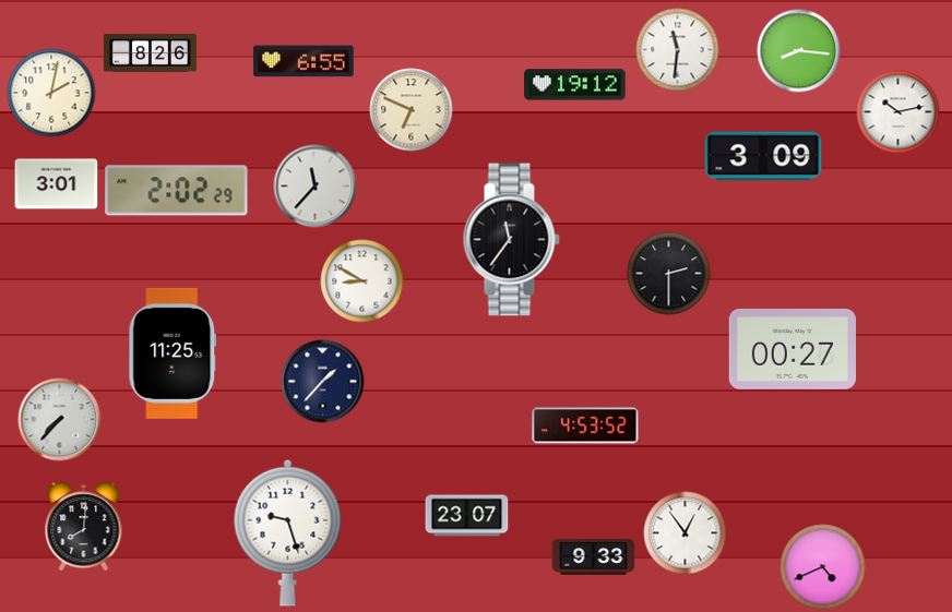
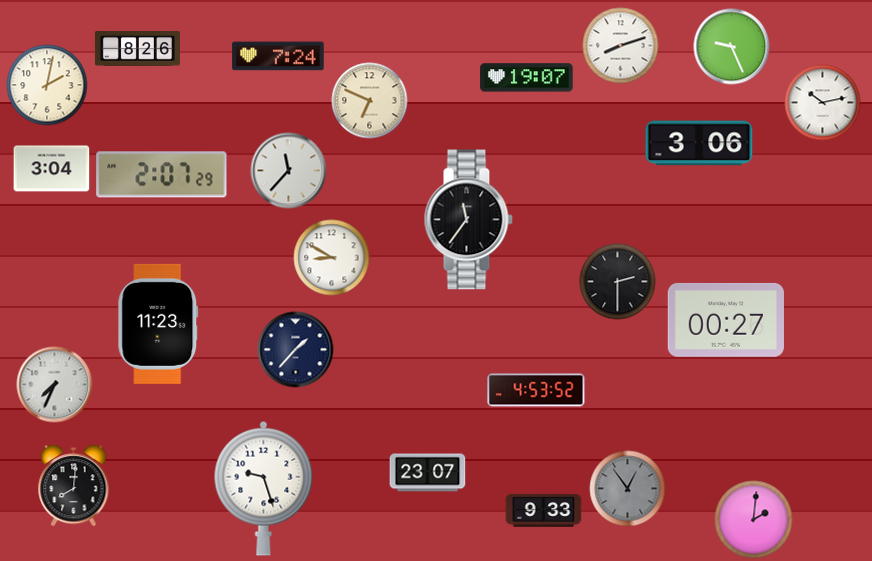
clock at (678, 50): 11:31 -> 8:12
clock at (799, 51): 8:16 -> 9:26
clock at (304, 61): 6:55 -> 7:24
clock at (575, 85): 19:12 -> 19:07
clock at (412, 110) position: (412, 110) -> (370, 101)
clock at (763, 156): 3:09 -> 3:06
clock at (57, 184): 3:01 -> 3:04
clock at (177, 191): 2:02 -> 2:07
clock at (669, 274) position: (669, 274) -> (618, 282)
clock at (172, 353): 11:25 -> 11:23
clock at (60, 420): 7:37 -> 7:34
clock at (84, 527) position: (84, 527) -> (74, 486)
clock at (686, 533) dial: white -> grey
clock at (823, 567): 4:41 -> 2:01
